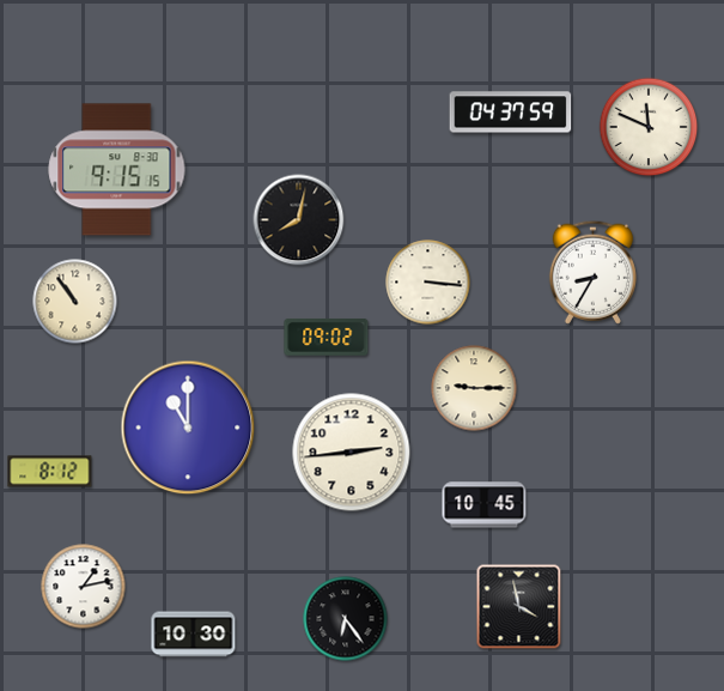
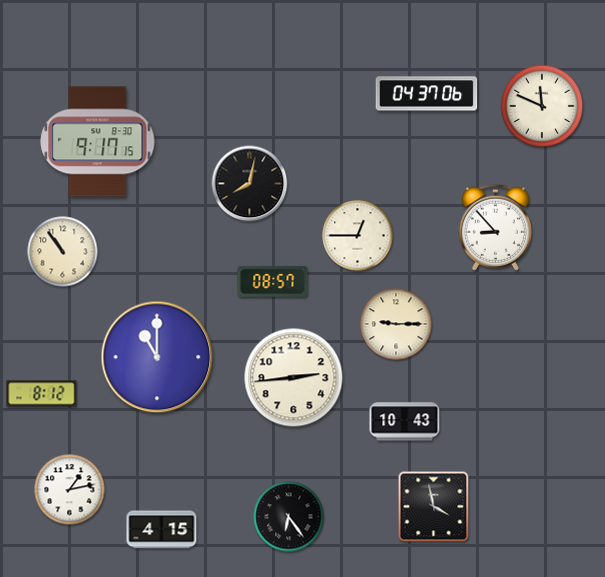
clock at (511, 113): 04:37:59 -> 04:37:06
clock at (117, 170): 9:15 -> 9:17
clock at (592, 272): 8:35 -> 8:53
clock at (428, 283): 3:16 -> 12:45
clock at (327, 337): 09:02 -> 08:57
clock at (485, 505): 10:45 -> 10:43
clock at (194, 635): 10:30 -> 4:15
